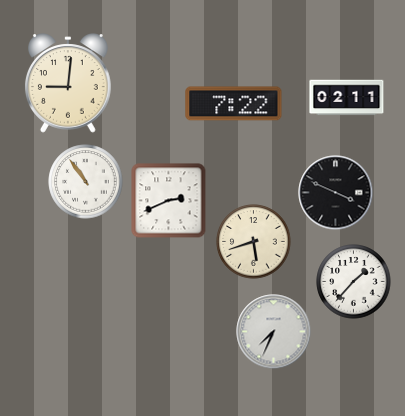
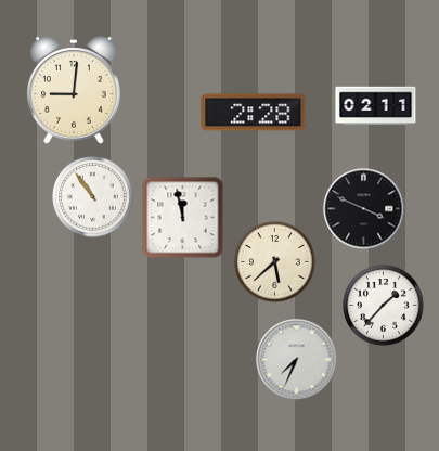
clock at (234, 104): 7:22 -> 2:28
clock at (169, 201): 2:41 -> 11:58
clock at (254, 242): 5:42 -> 5:38
